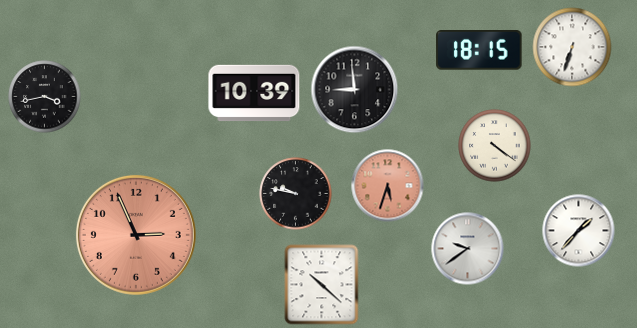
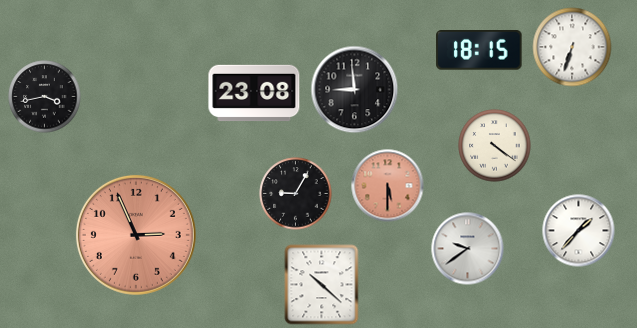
clock at (254, 93): 10:39 -> 23:08
clock at (388, 186): 5:33 -> 5:30
clock at (296, 194): 9:47 -> 9:05
